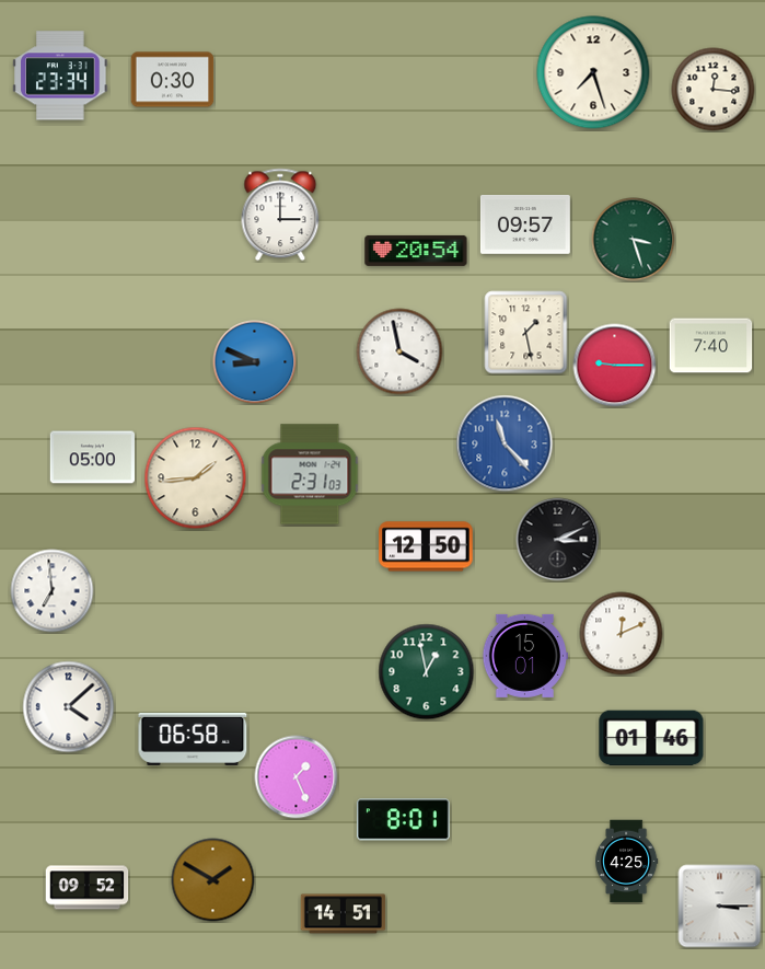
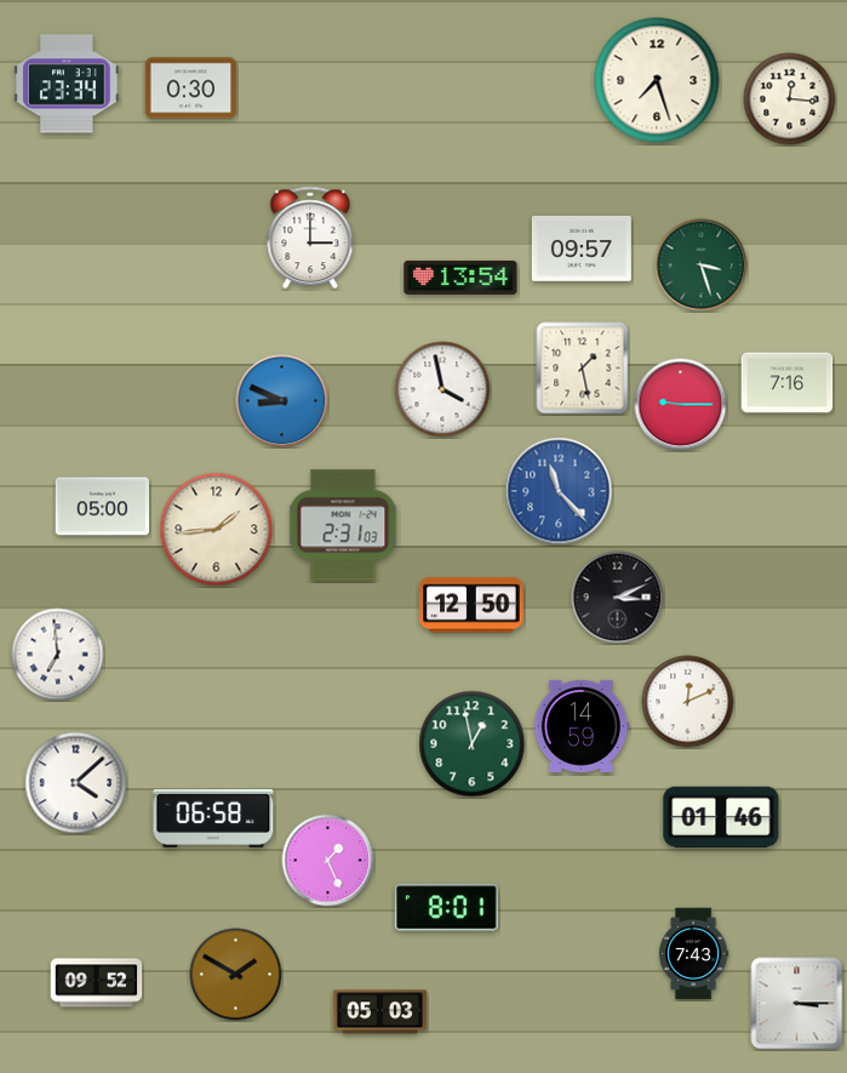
clock at (416, 251): 20:54 -> 13:54
clock at (711, 346): 7:40 -> 7:16
clock at (524, 656): 15:01 -> 14:59
clock at (627, 862): 4:25 -> 7:43
clock at (344, 914): 14:51 -> 05:03
